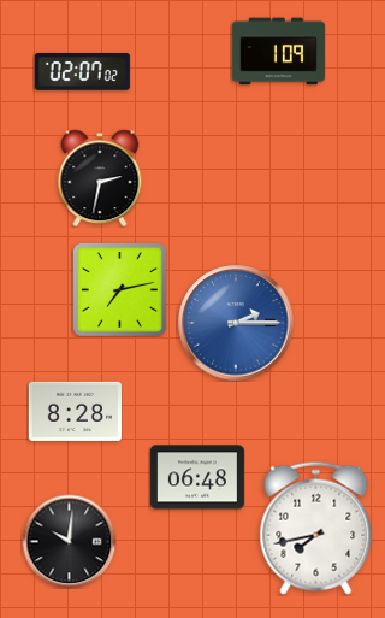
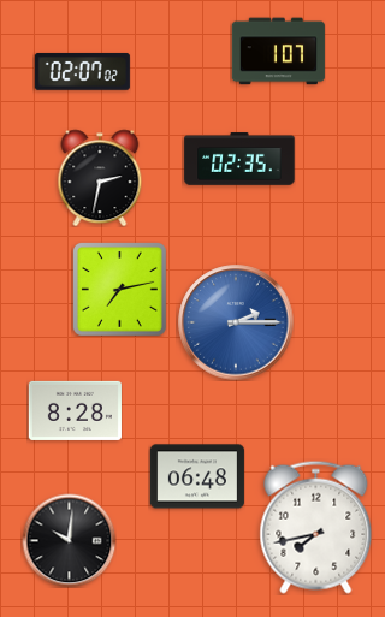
clock at (278, 52): 1:09 -> 1:07
clock at (239, 159): none -> 02:35
